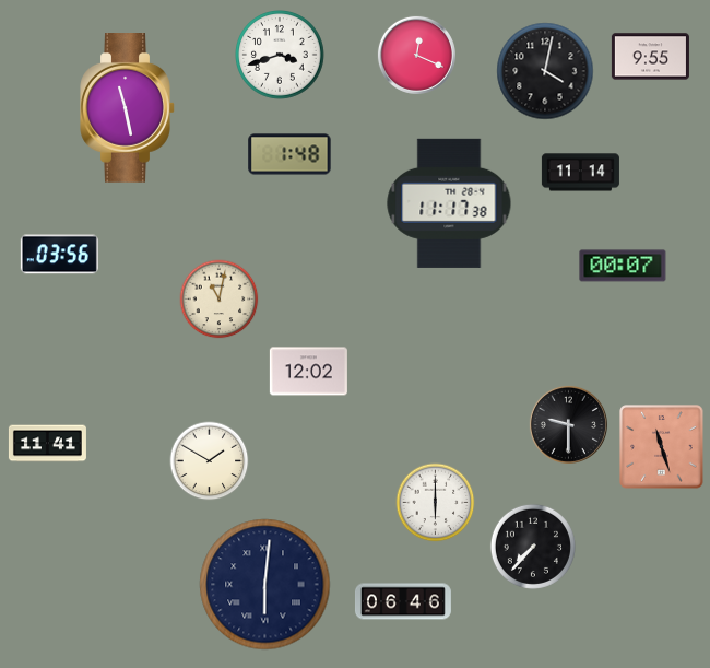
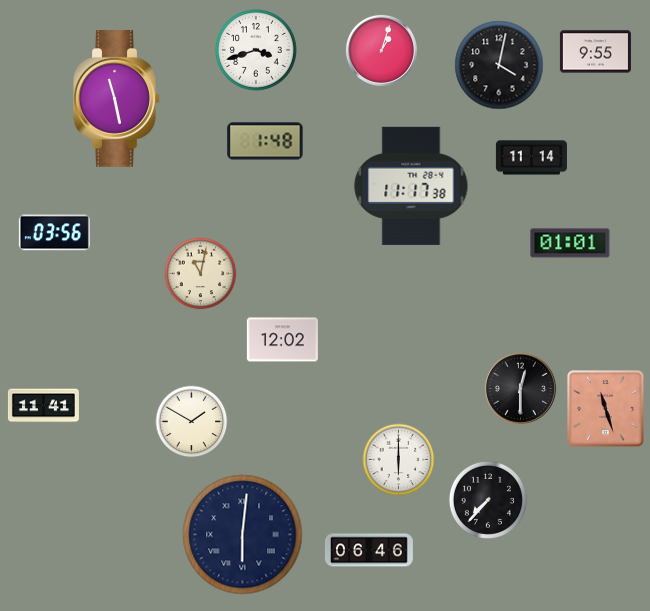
clock at (416, 55): 12:19 -> 1:03
clock at (623, 266): 00:07 -> 01:01
clock at (568, 424): 9:30 -> 12:30
